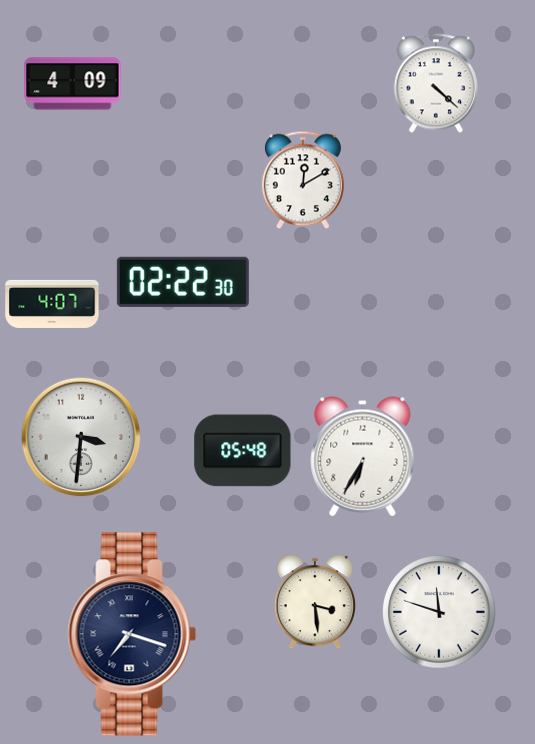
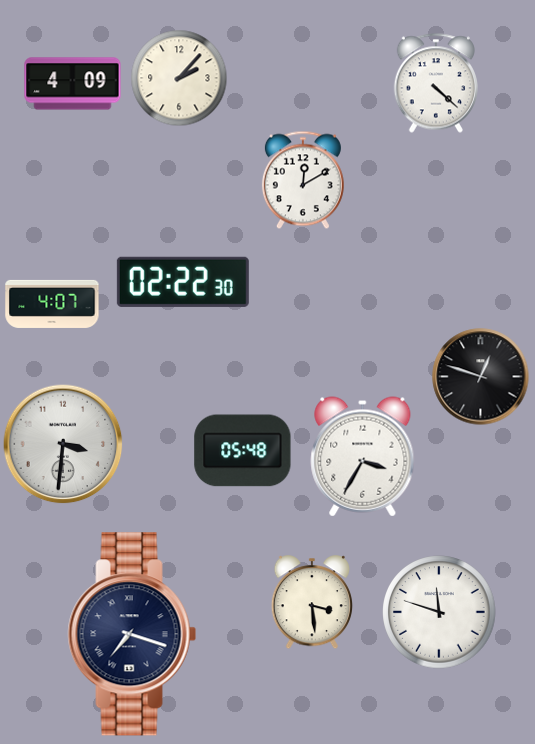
clock at (179, 78): none -> 2:07
clock at (481, 377): none -> 12:48
clock at (81, 437) position: (81, 437) -> (63, 444)
clock at (363, 457): 6:35 -> 3:35
clock at (314, 602) position: (314, 602) -> (311, 602)
